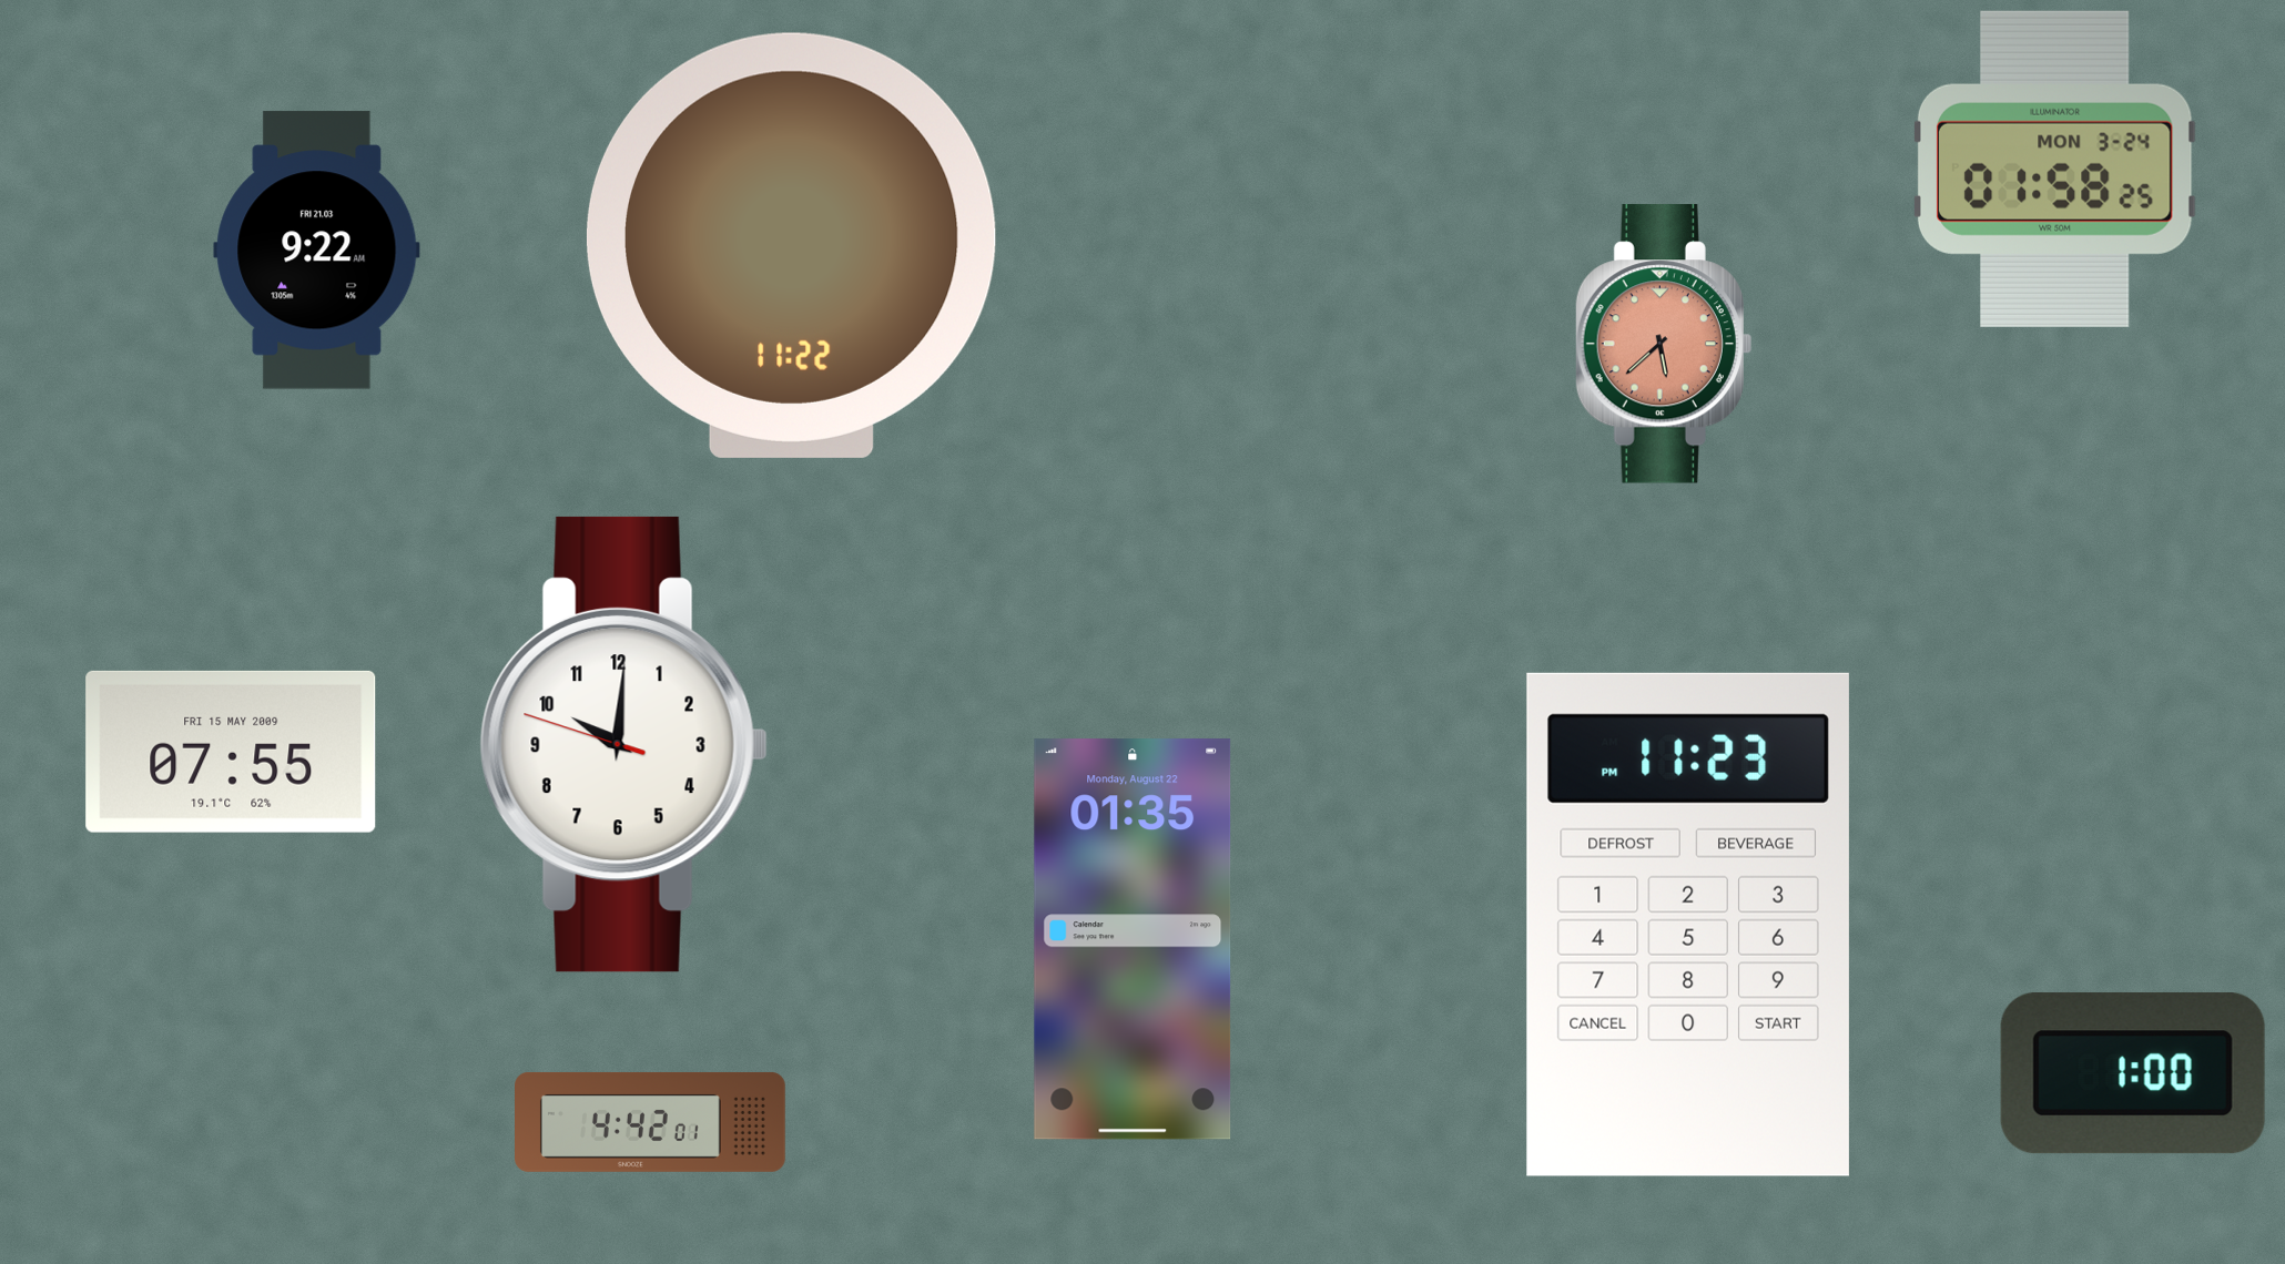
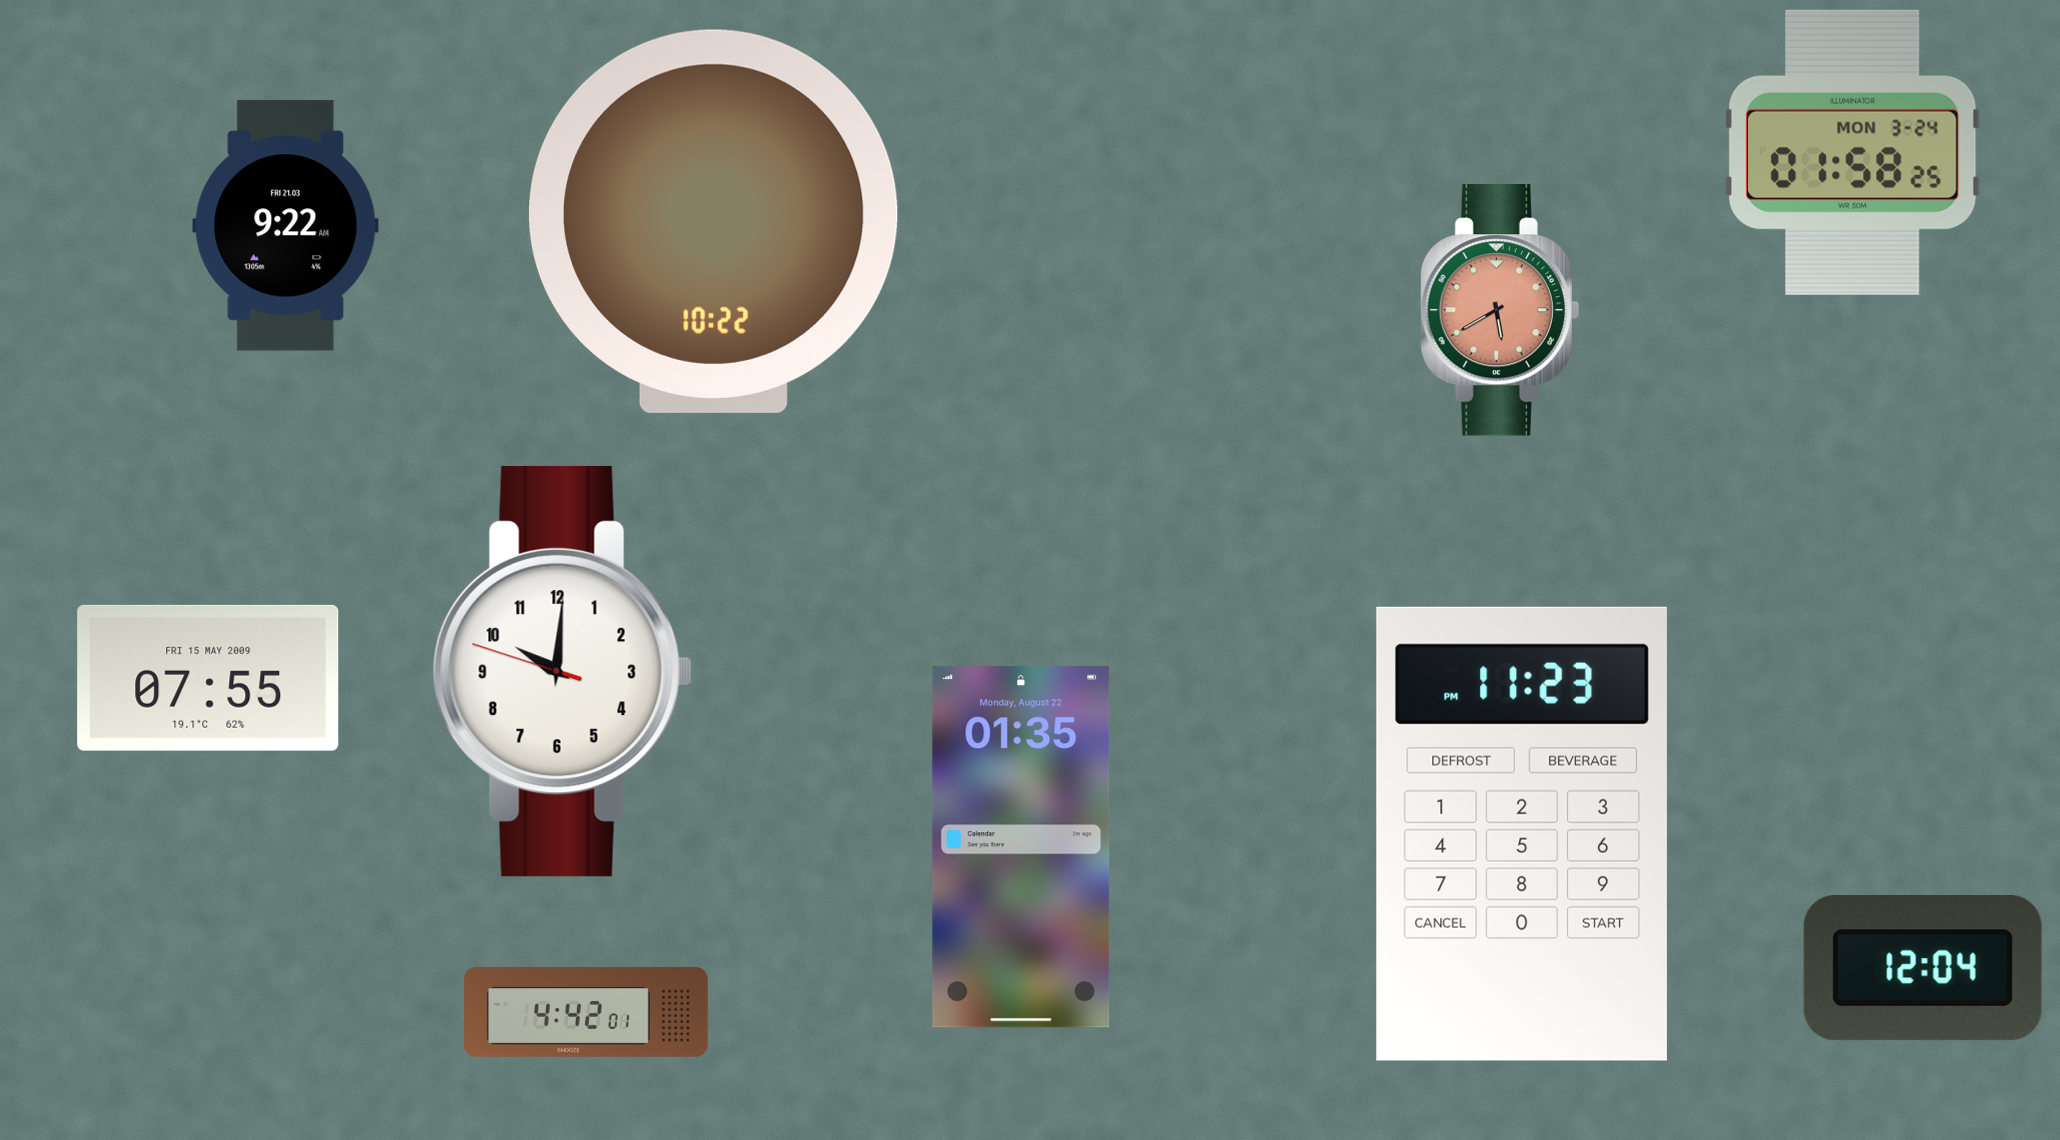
clock at (791, 245): 11:22 -> 10:22
clock at (1664, 344): 5:38 -> 5:40
clock at (2133, 1073): 1:00 -> 12:04
